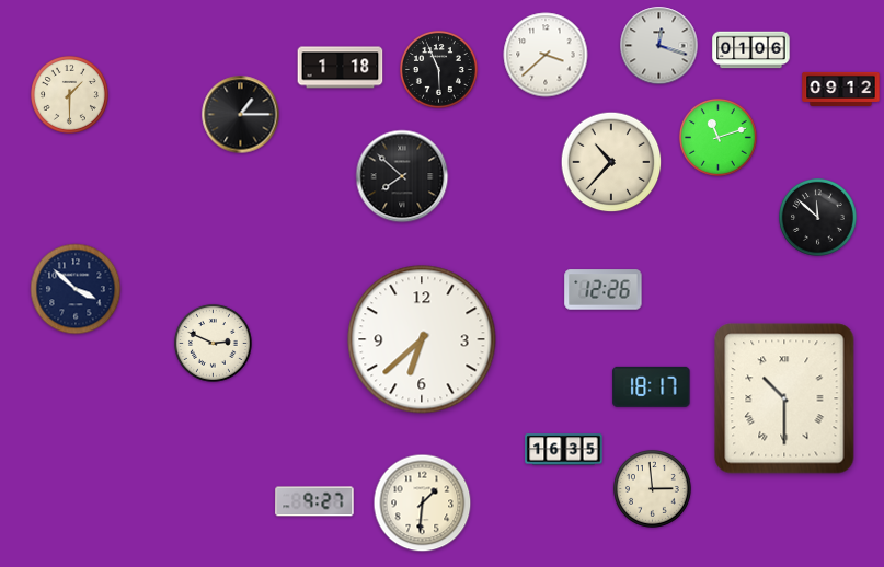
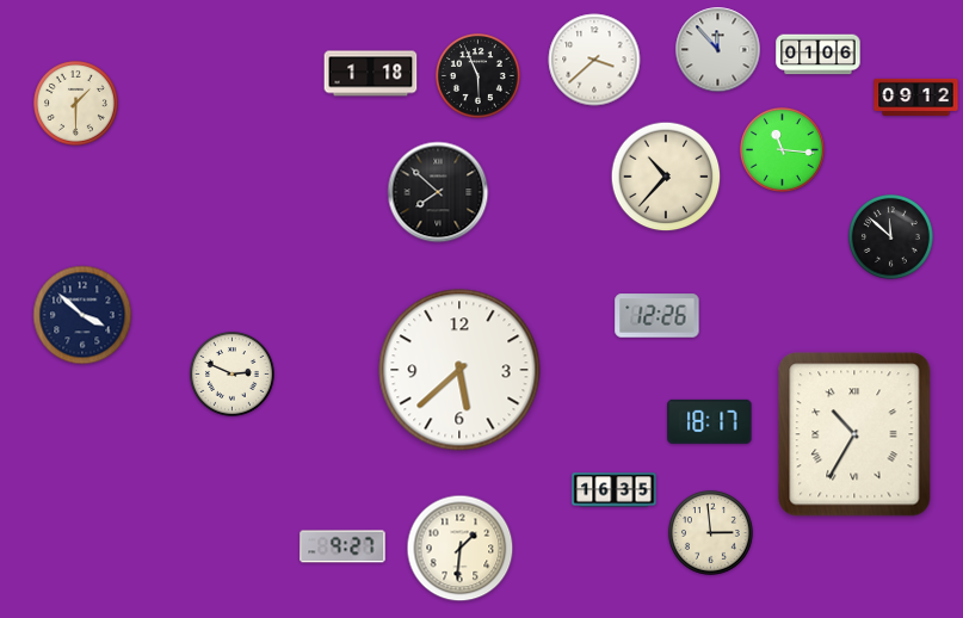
clock at (659, 46): 12:18 -> 11:53
clock at (241, 115): 1:15 -> none
clock at (719, 138): 11:12 -> 11:16
clock at (422, 339): 6:38 -> 5:38
clock at (784, 398): 10:30 -> 10:35
